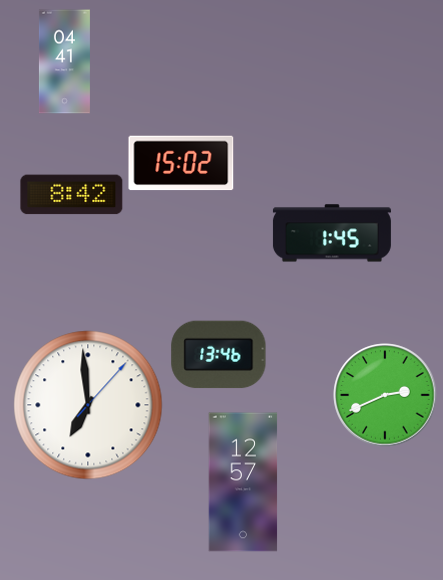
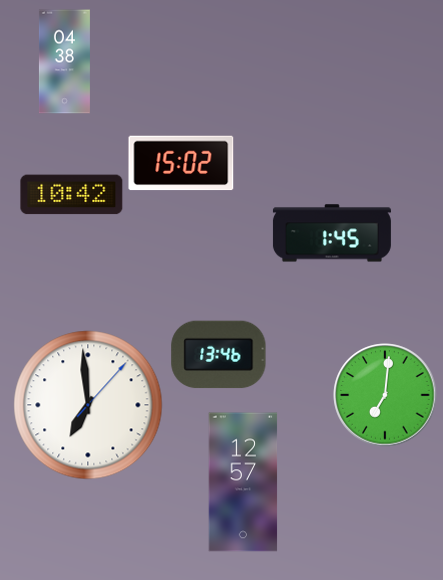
clock at (64, 62): 04:41 -> 04:38
clock at (72, 195): 8:42 -> 10:42
clock at (385, 395): 2:41 -> 7:01
